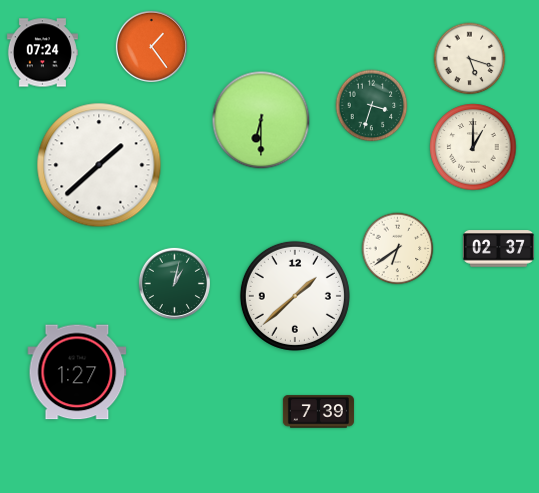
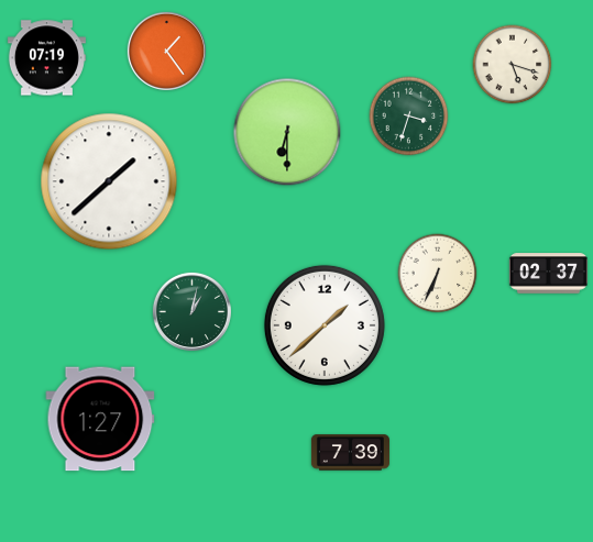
clock at (42, 53): 07:24 -> 07:19
clock at (470, 59) position: (470, 59) -> (513, 65)
clock at (473, 147): 1:00 -> none
clock at (398, 249): 6:39 -> 6:34
clock at (77, 372) position: (77, 372) -> (100, 419)
